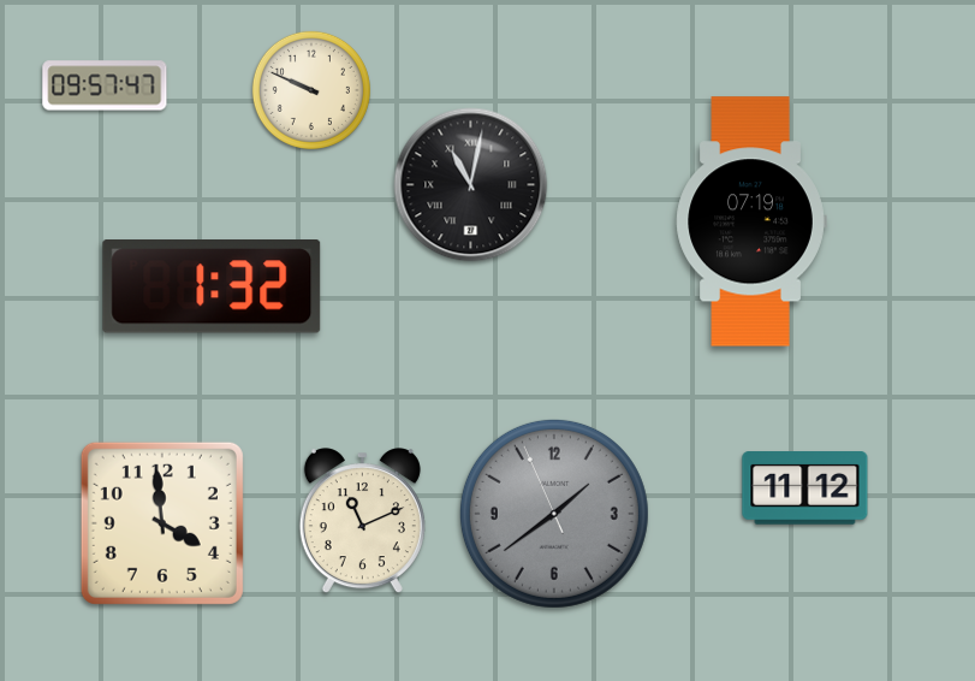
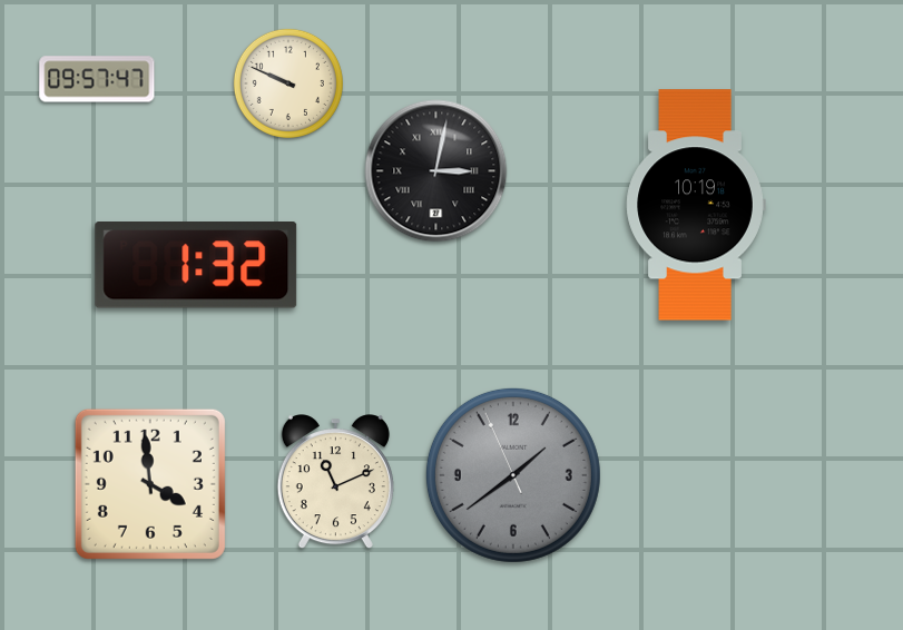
clock at (471, 185): 11:02 -> 3:02
clock at (751, 221): 07:19 -> 10:19
clock at (805, 488): 11:12 -> none
